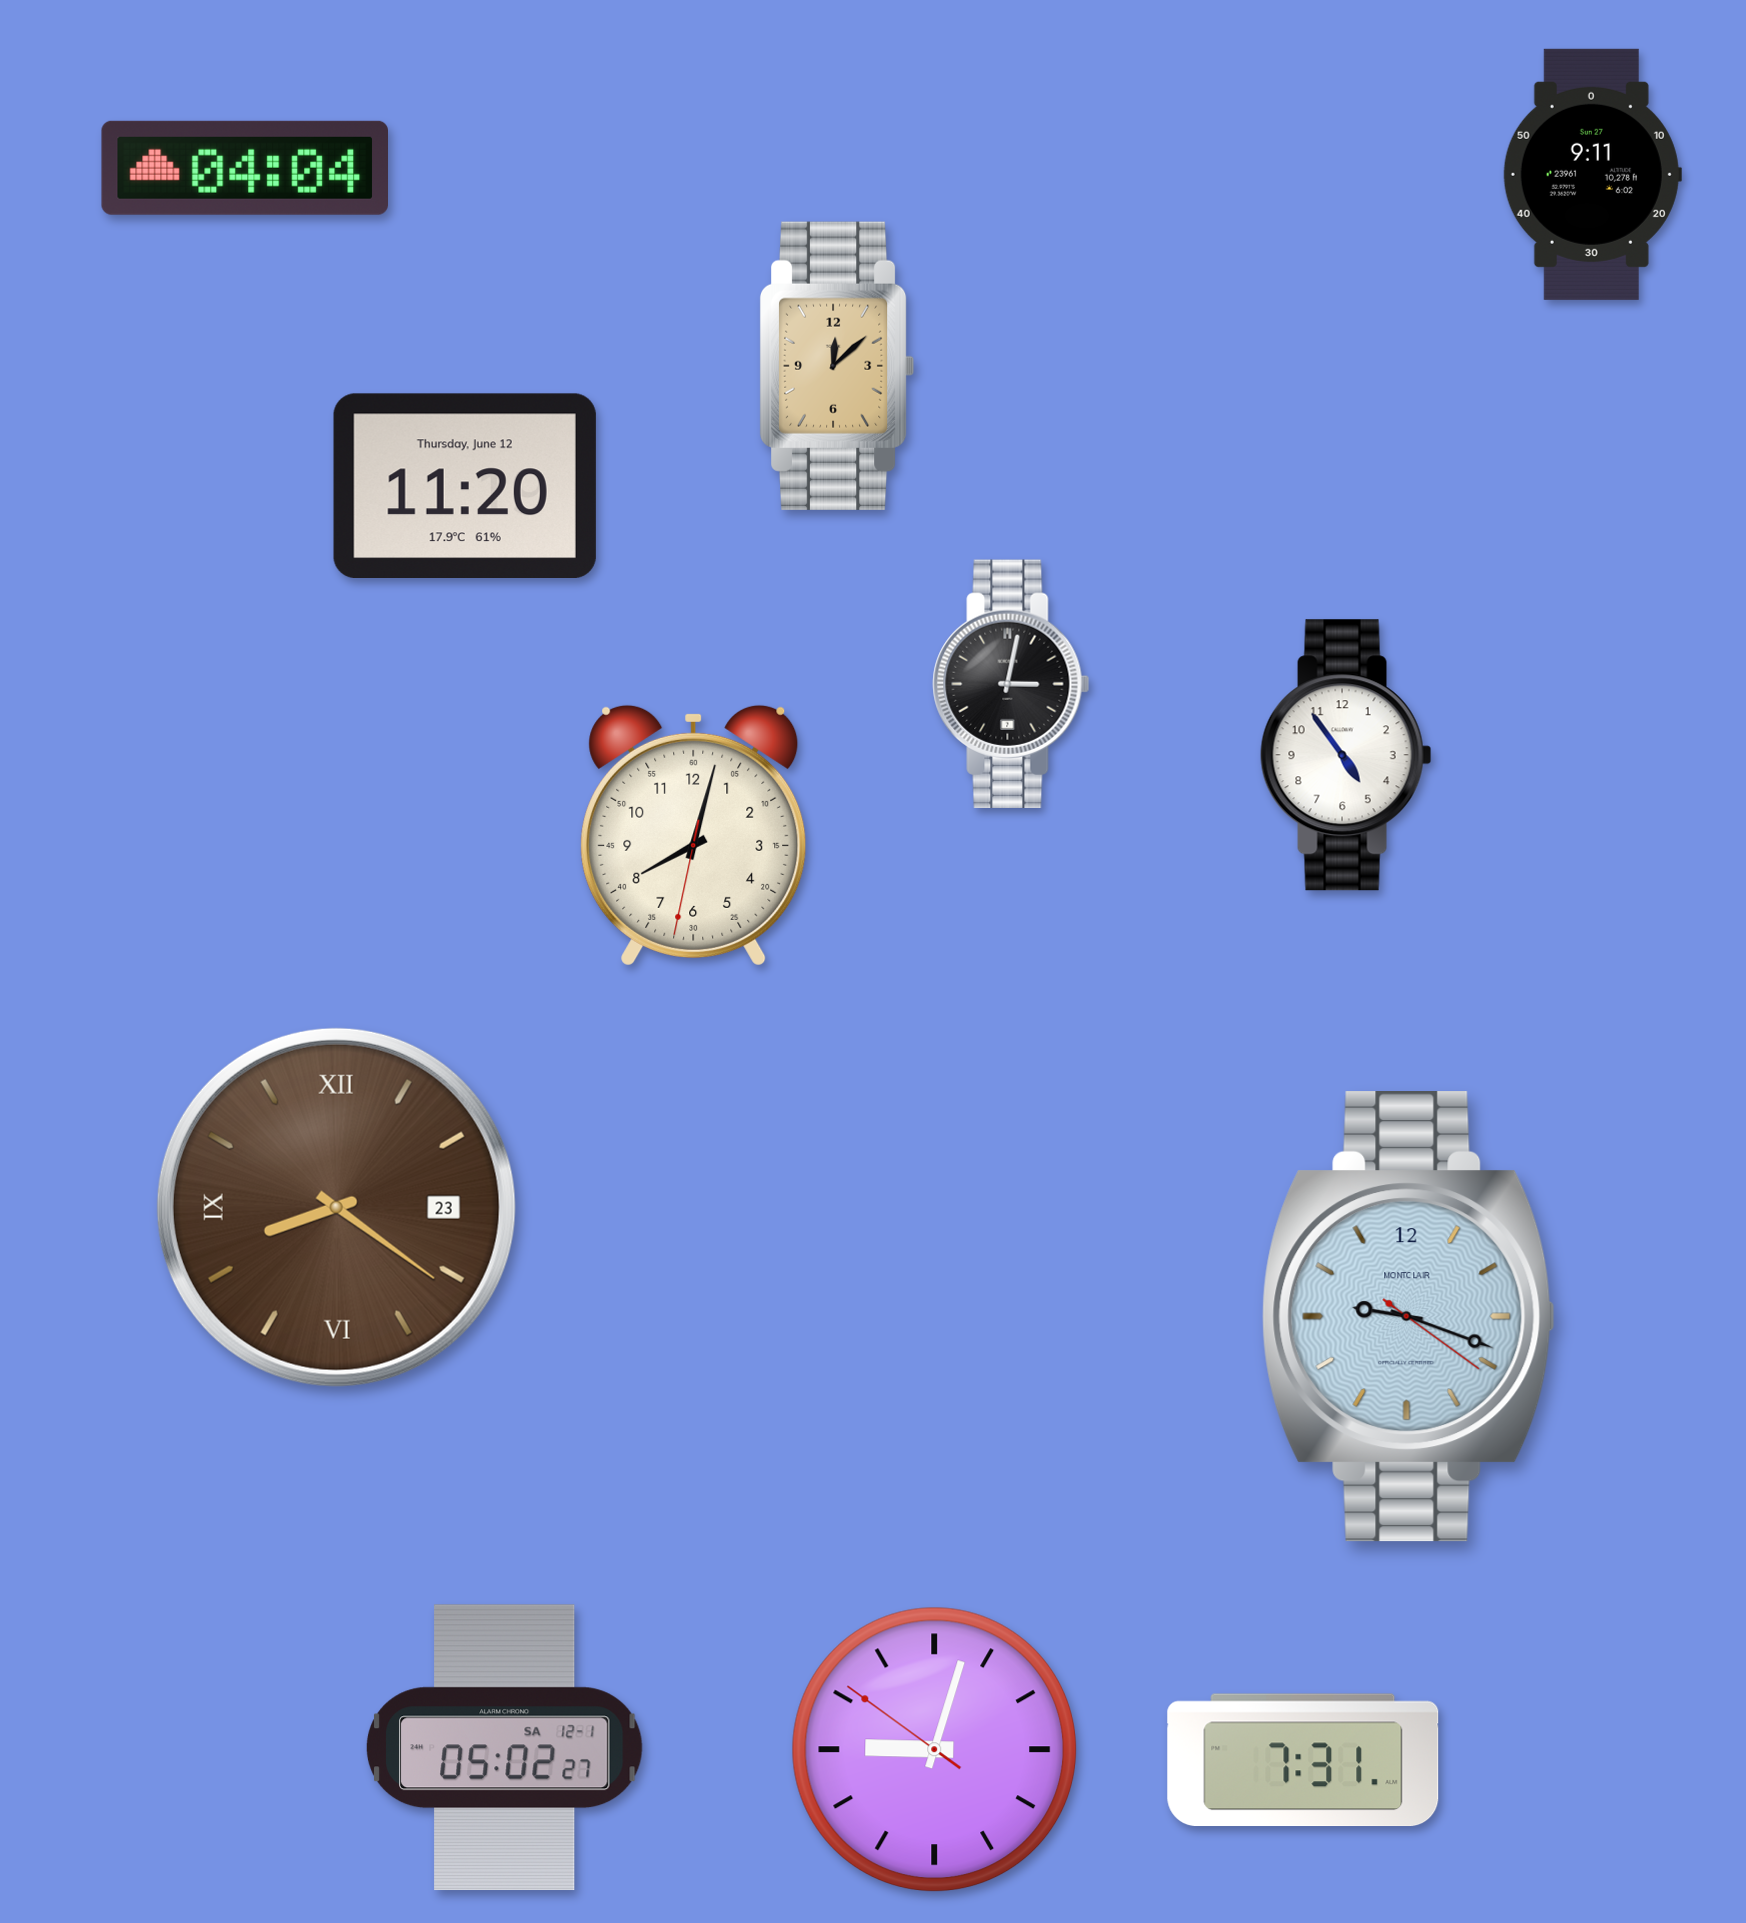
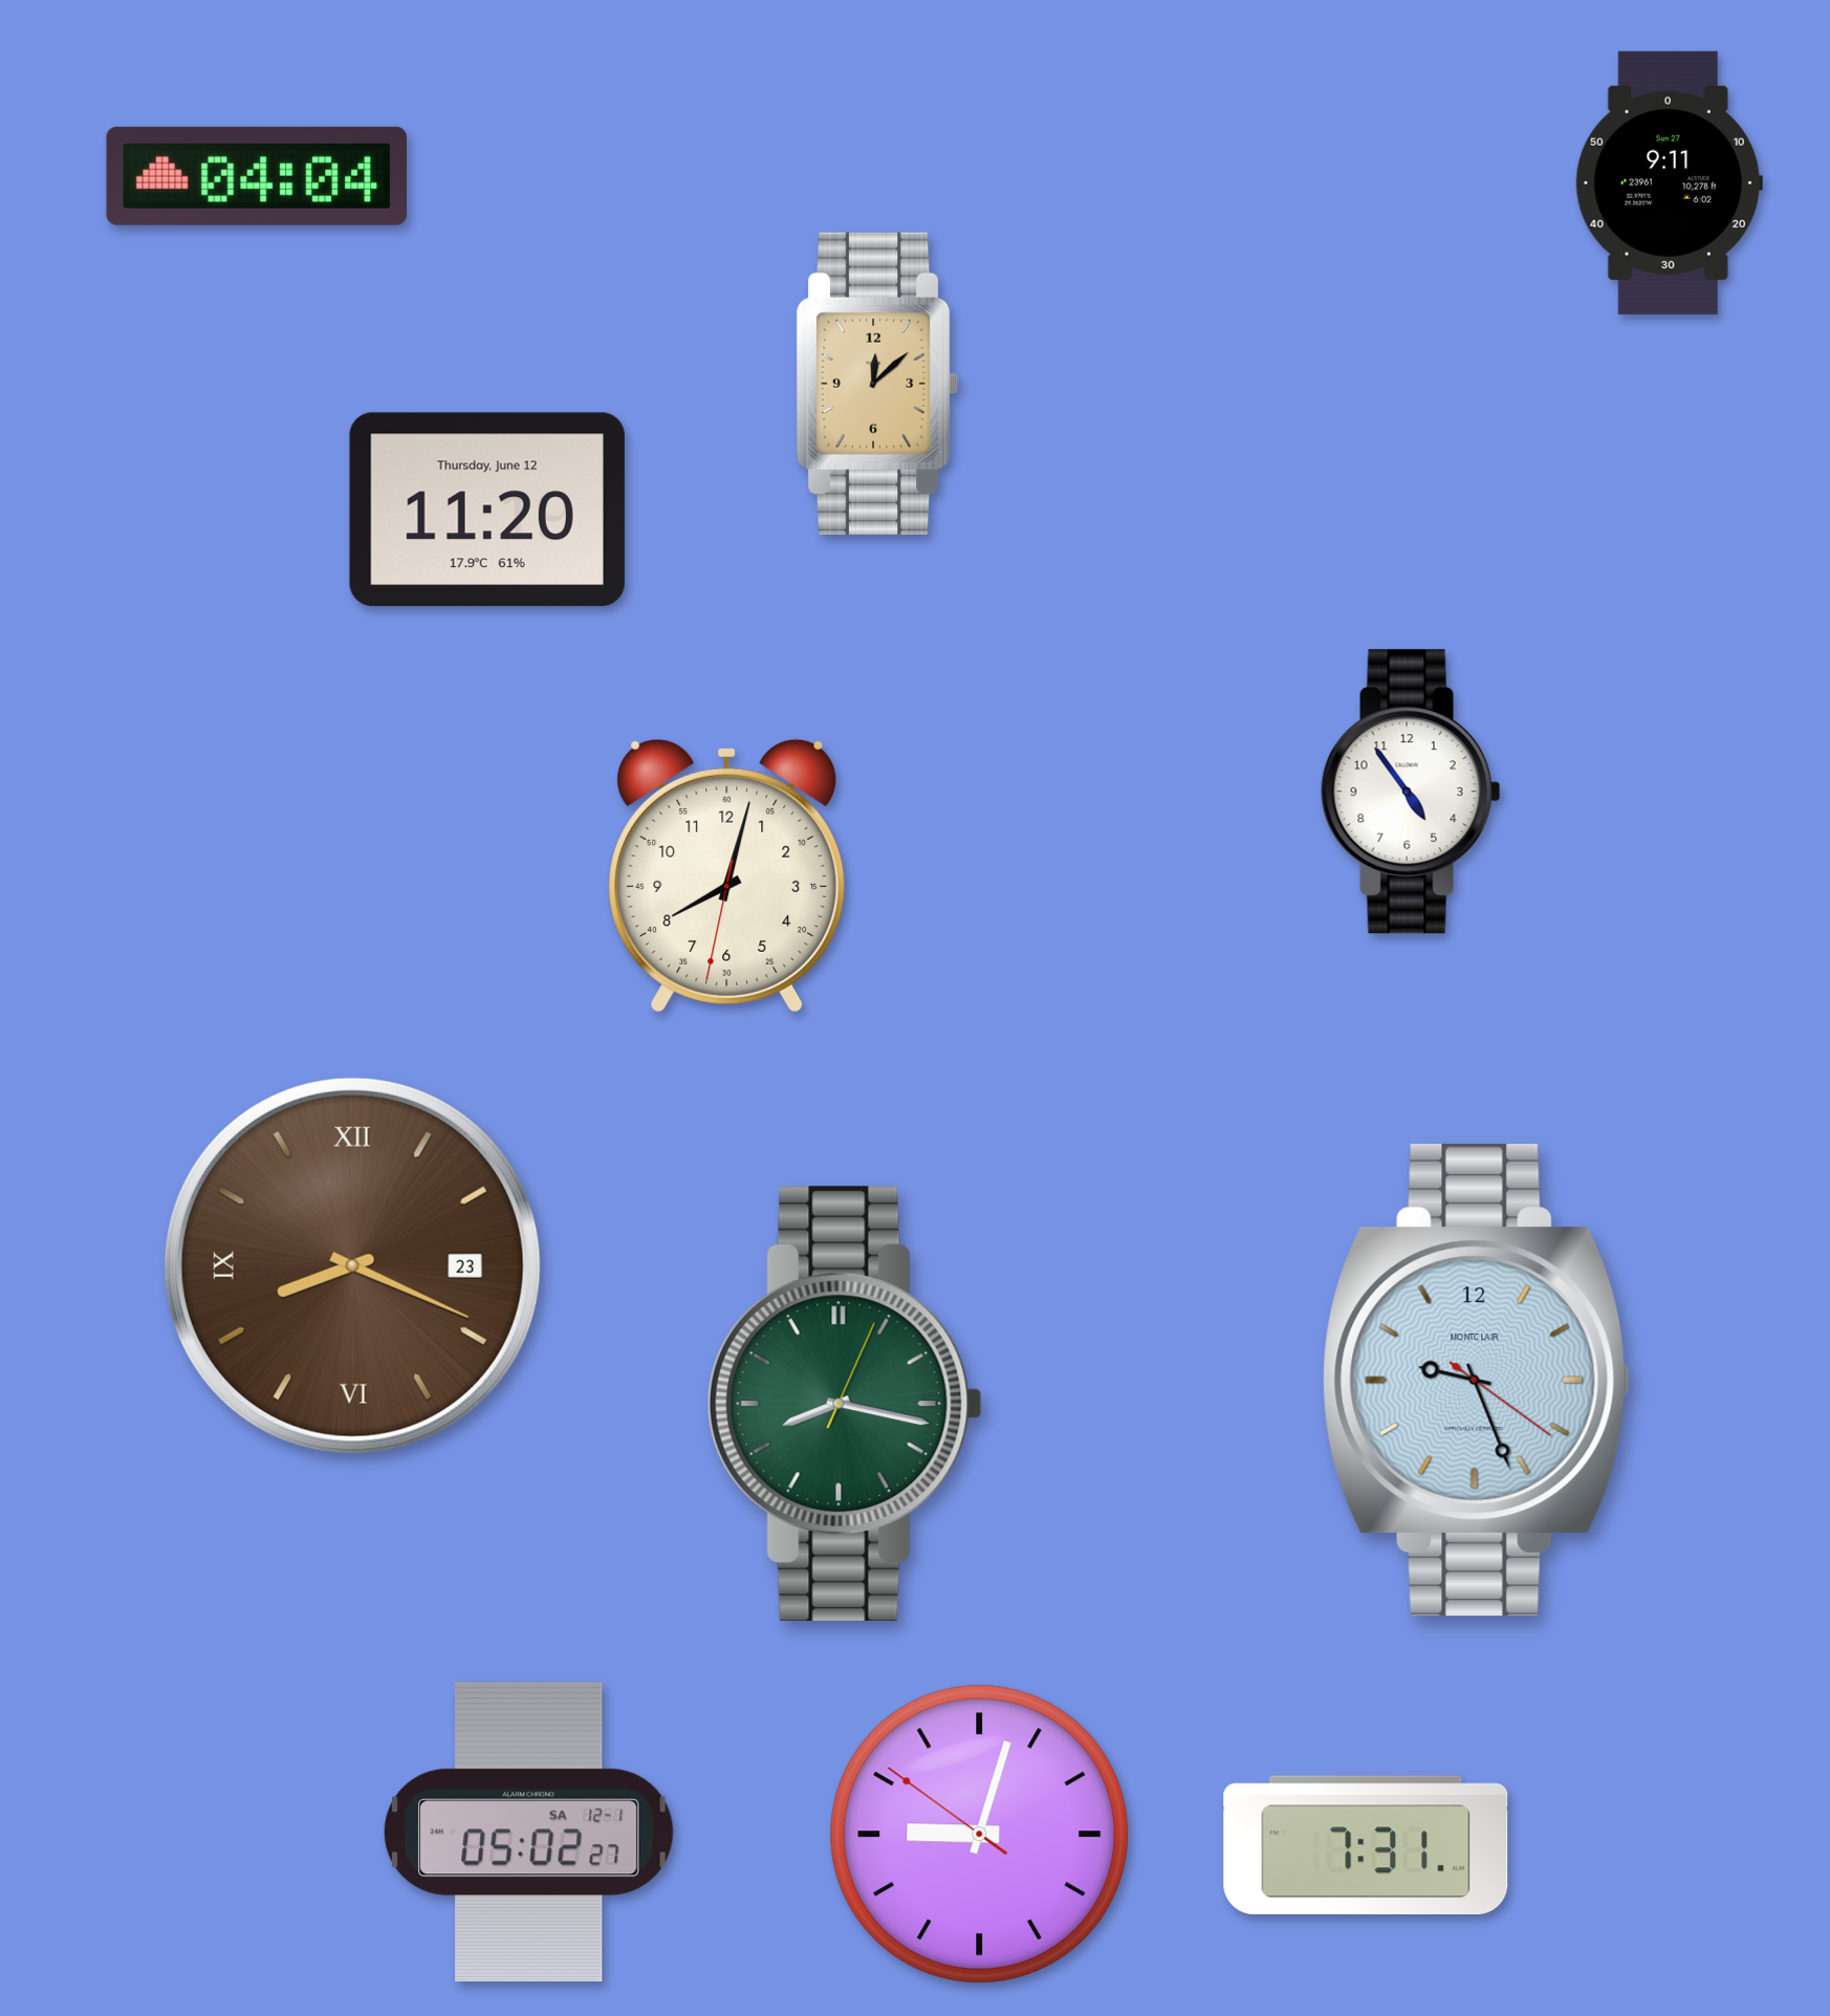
clock at (1011, 684): 3:02 -> none
clock at (336, 1207): 8:21 -> 8:19
clock at (1408, 1317): 9:18 -> 9:26
clock at (845, 1404): none -> 8:17
